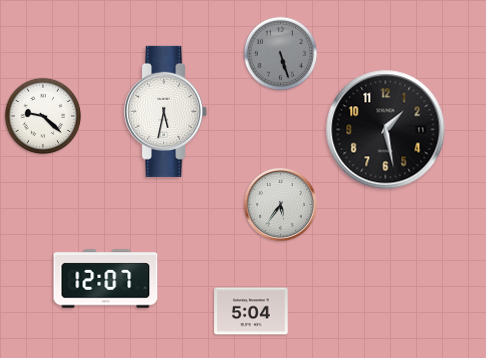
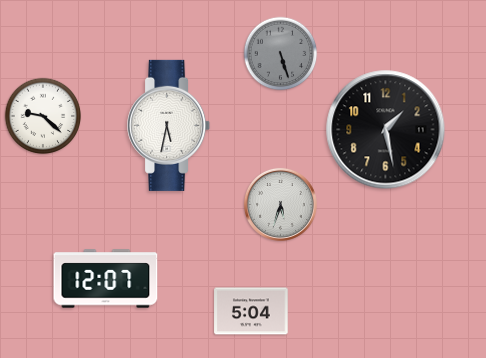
clock at (166, 111) position: (166, 111) -> (169, 125)
clock at (280, 204): 5:36 -> 5:33
